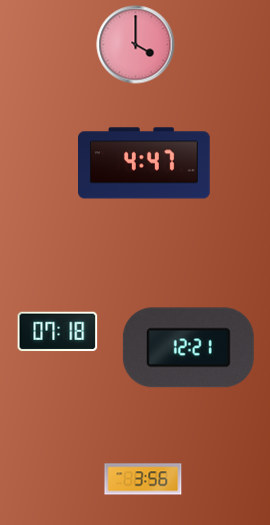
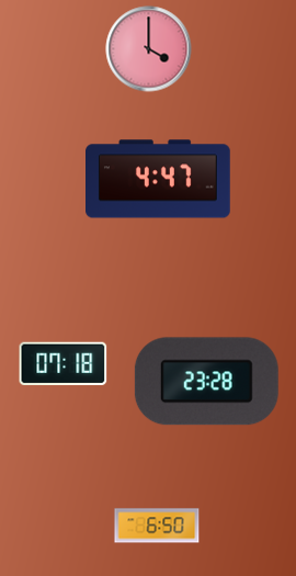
clock at (188, 348): 12:21 -> 23:28
clock at (143, 479): 3:56 -> 6:50
